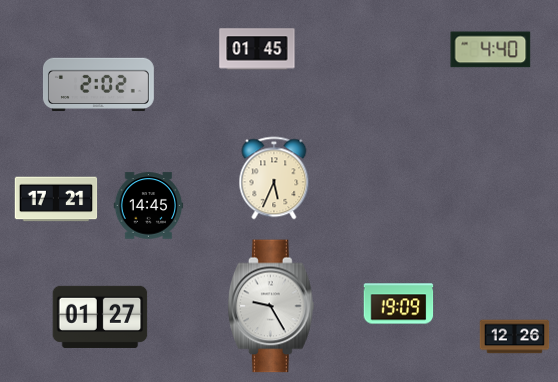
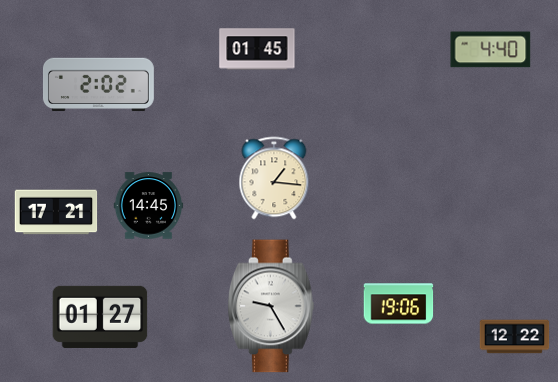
clock at (274, 178): 5:34 -> 1:16
clock at (56, 199) position: (56, 199) -> (56, 212)
clock at (399, 304): 19:09 -> 19:06
clock at (515, 337): 12:26 -> 12:22
